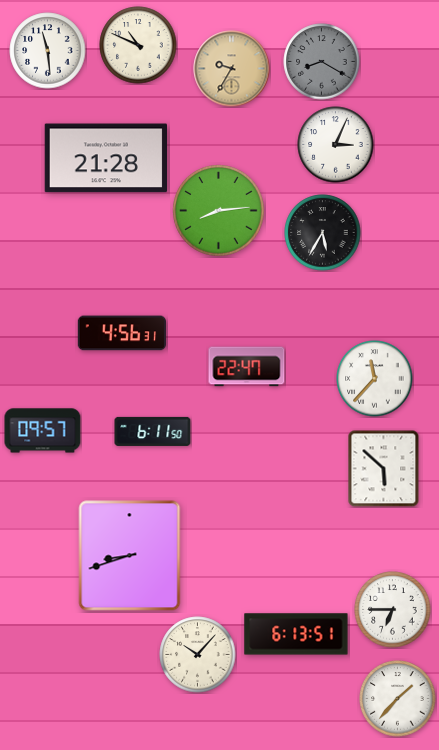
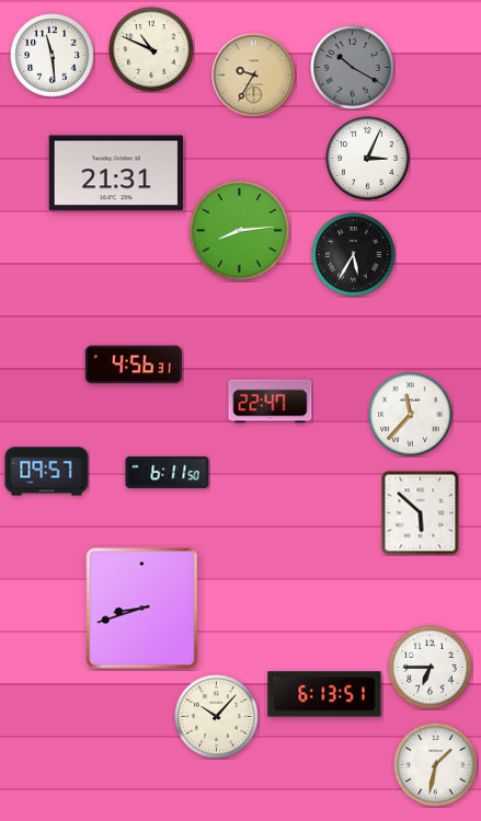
clock at (322, 62): 8:20 -> 10:20
clock at (105, 158): 21:28 -> 21:31
clock at (398, 699): 1:37 -> 1:32
